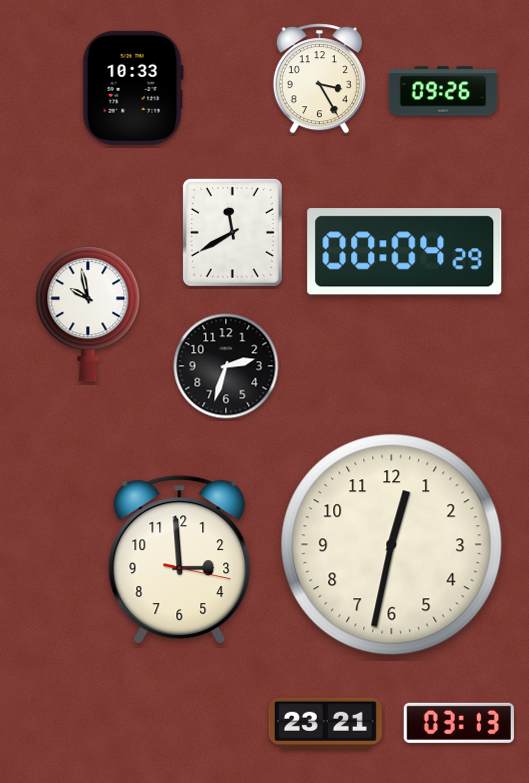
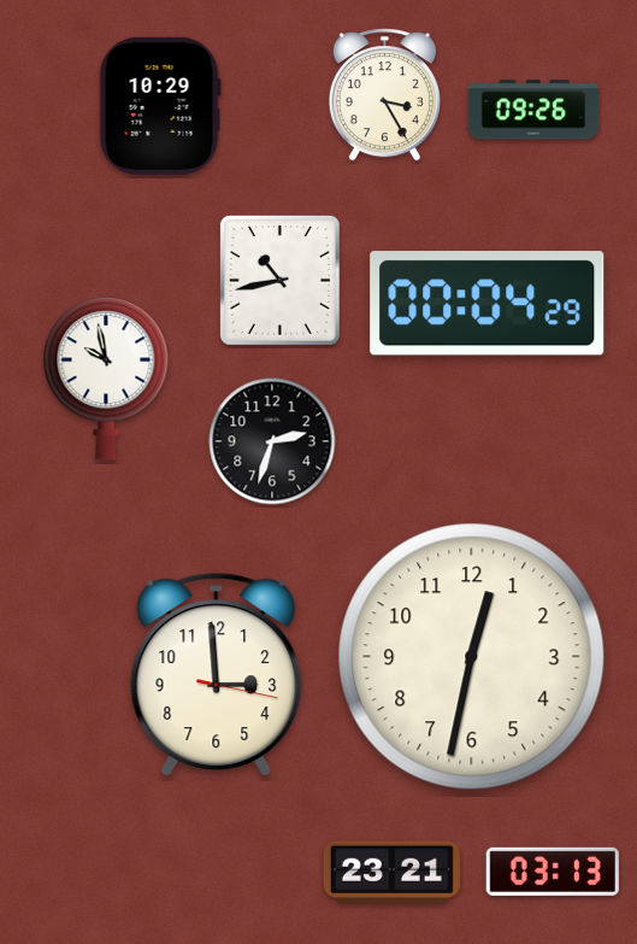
clock at (133, 88): 10:33 -> 10:29
clock at (232, 232): 11:40 -> 10:43
